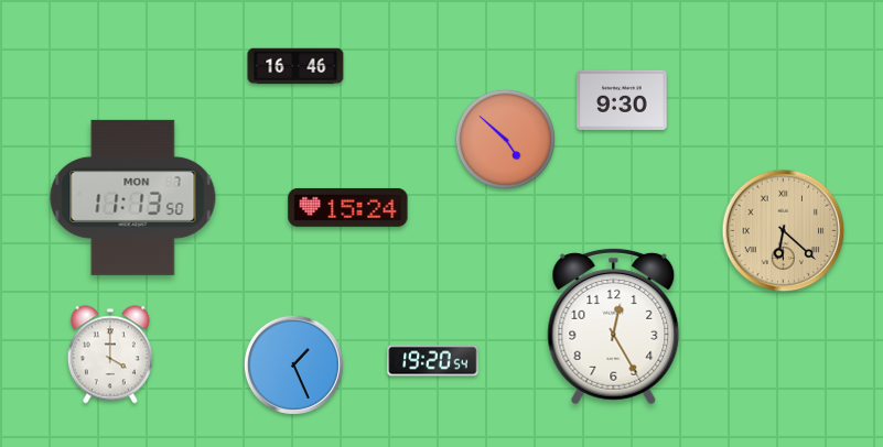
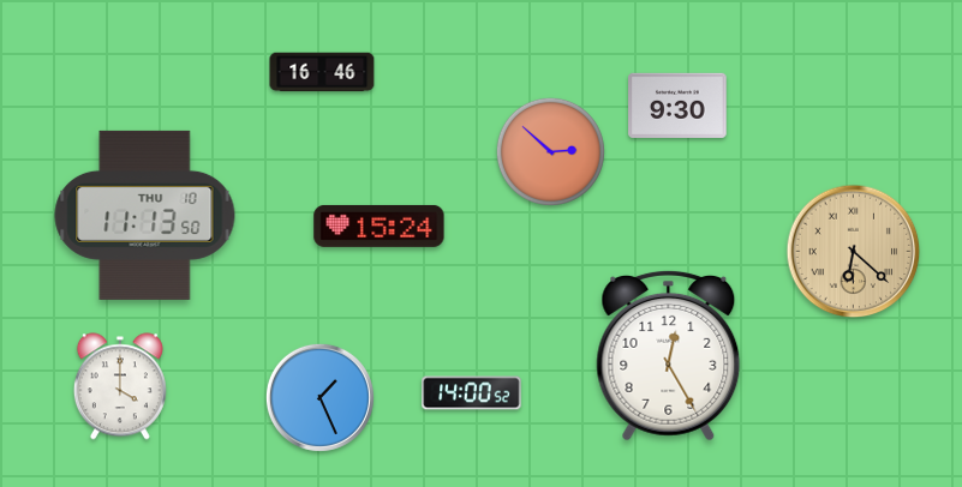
clock at (622, 100) position: (622, 100) -> (677, 106)
clock at (505, 139): 4:52 -> 2:52
clock at (133, 197) date: MON 7 -> THU 10
clock at (433, 361): 19:20 -> 14:00
